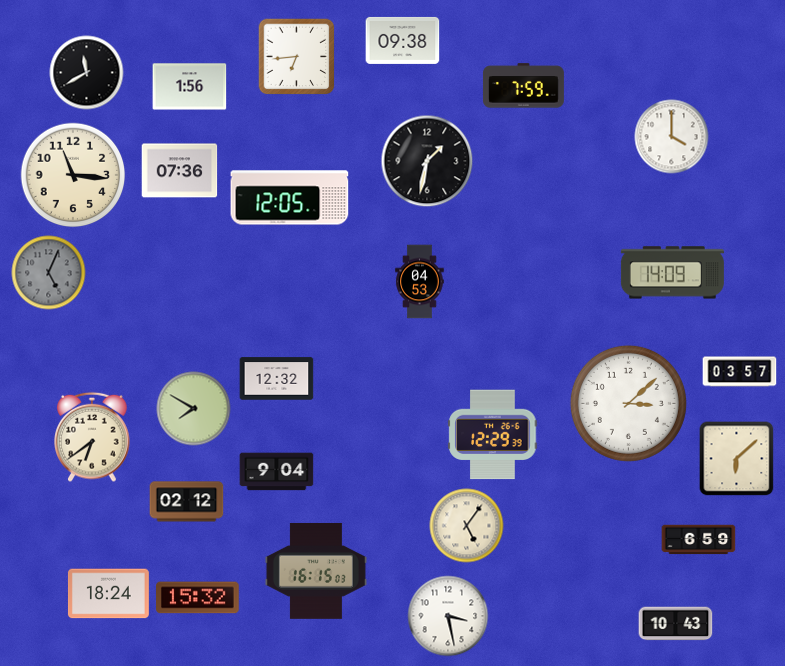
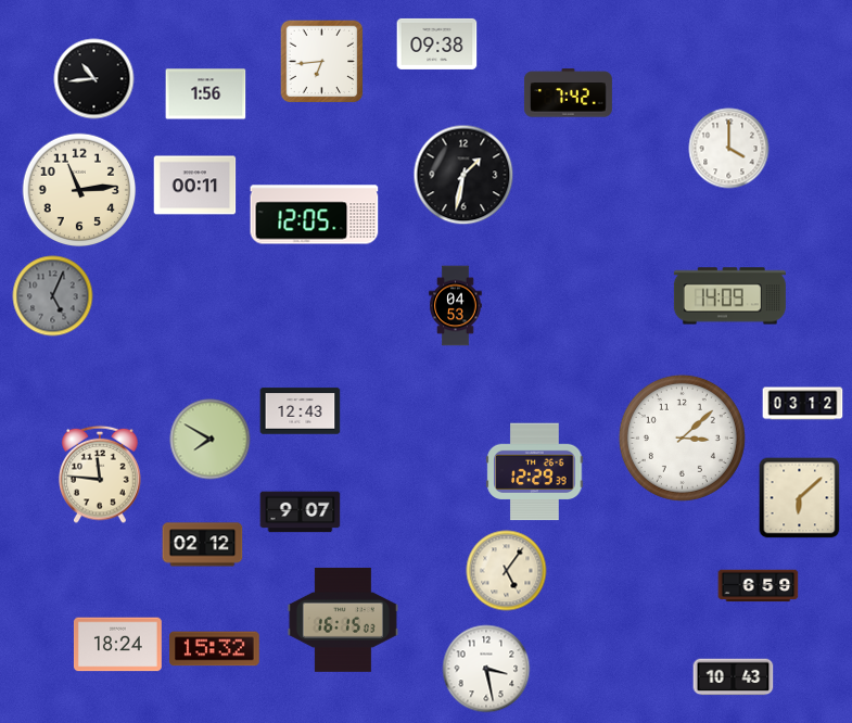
clock at (87, 73): 11:40 -> 10:44
clock at (523, 86): 7:59 -> 7:42
clock at (180, 171): 07:36 -> 00:11
clock at (73, 175): 11:16 -> 11:14
clock at (740, 372): 03:57 -> 03:12
clock at (277, 379): 12:32 -> 12:43
clock at (194, 409) position: (194, 409) -> (211, 440)
clock at (92, 437): 6:39 -> 11:46
clock at (277, 472): 9:04 -> 9:07
